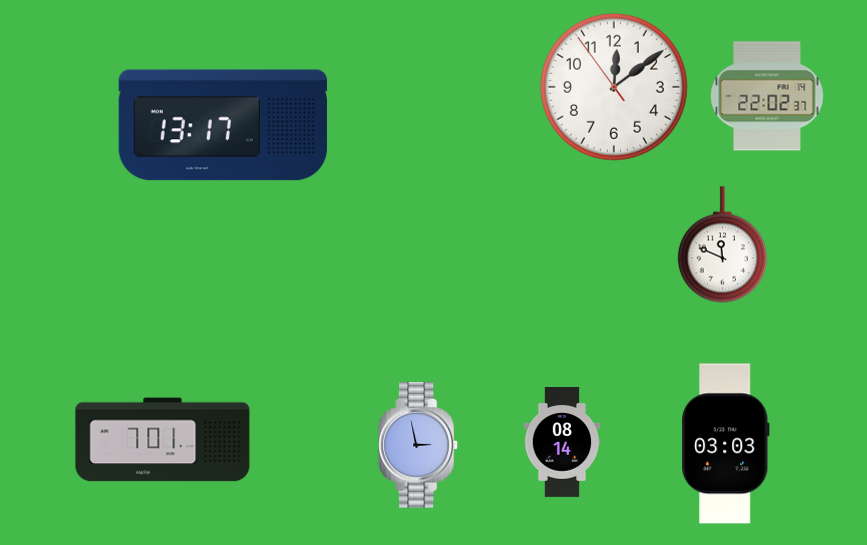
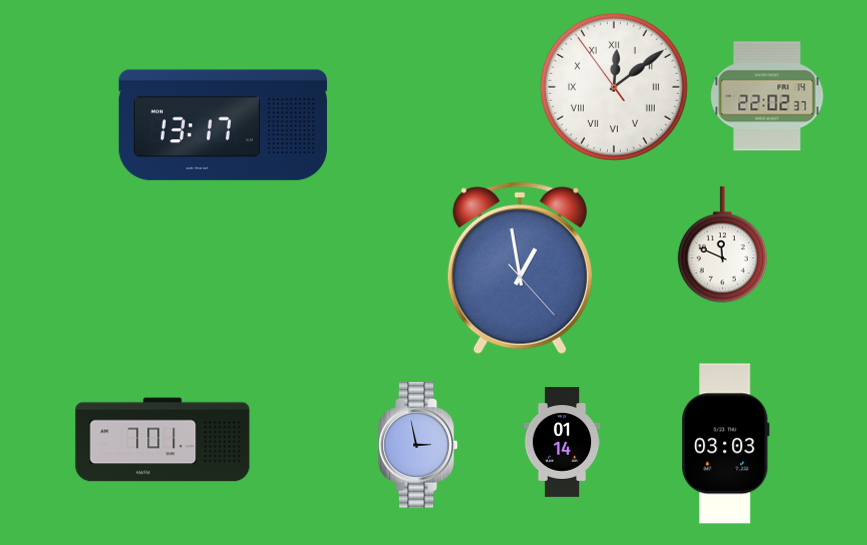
clock at (614, 87) numerals: Arabic -> Roman
clock at (520, 268): none -> 12:58
clock at (562, 443): 08:14 -> 01:14
